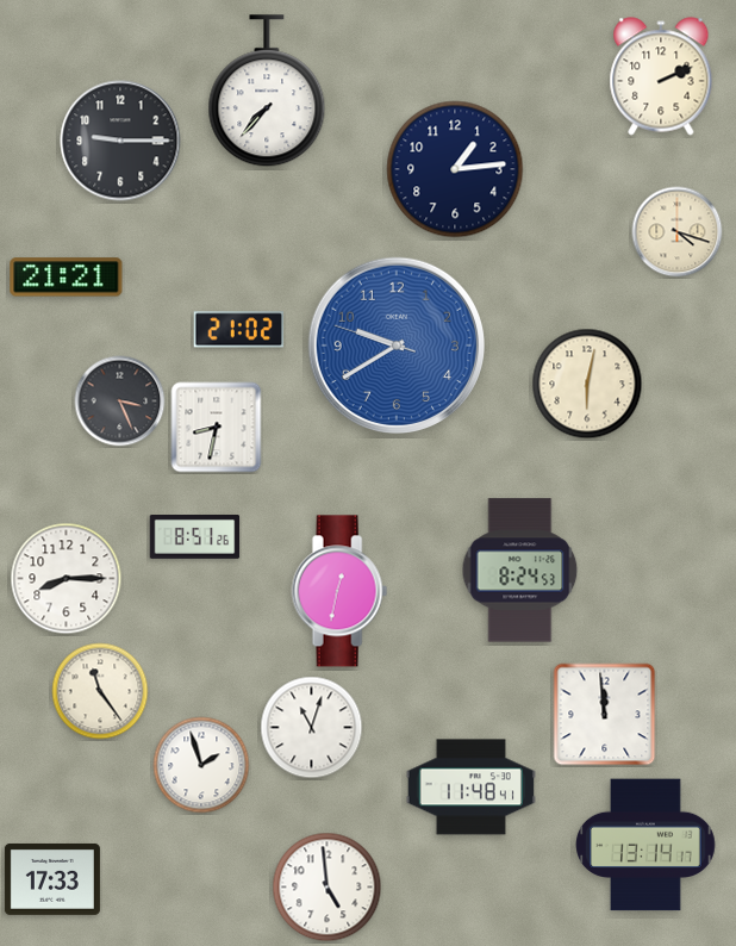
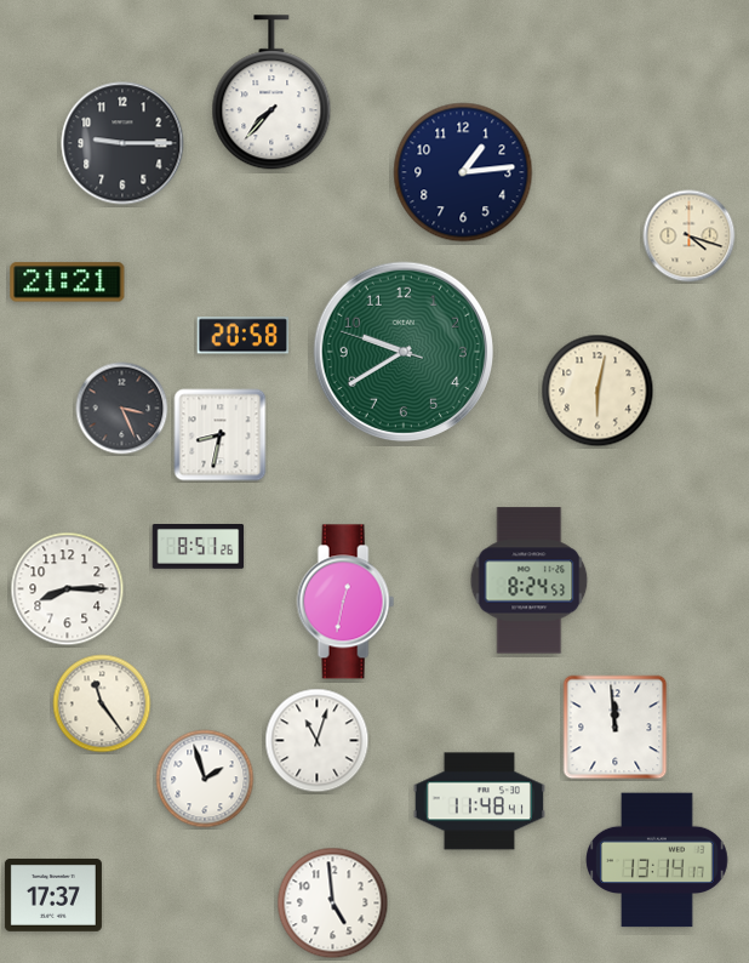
clock at (661, 76): 2:11 -> none
clock at (238, 330): 21:02 -> 20:58
clock at (395, 344) dial: blue -> green
clock at (52, 879): 17:33 -> 17:37
